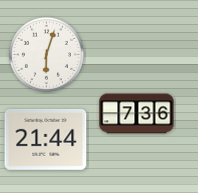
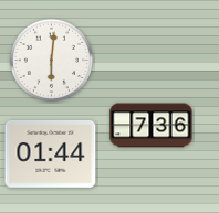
clock at (46, 54): 6:03 -> 6:01
clock at (46, 139): 21:44 -> 01:44
